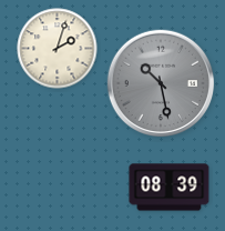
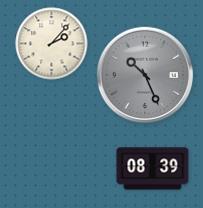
clock at (58, 49): 2:03 -> 2:07
clock at (161, 83): 10:28 -> 10:26
